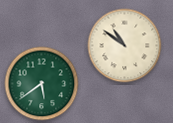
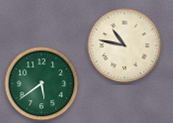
clock at (125, 46): 10:51 -> 10:47
